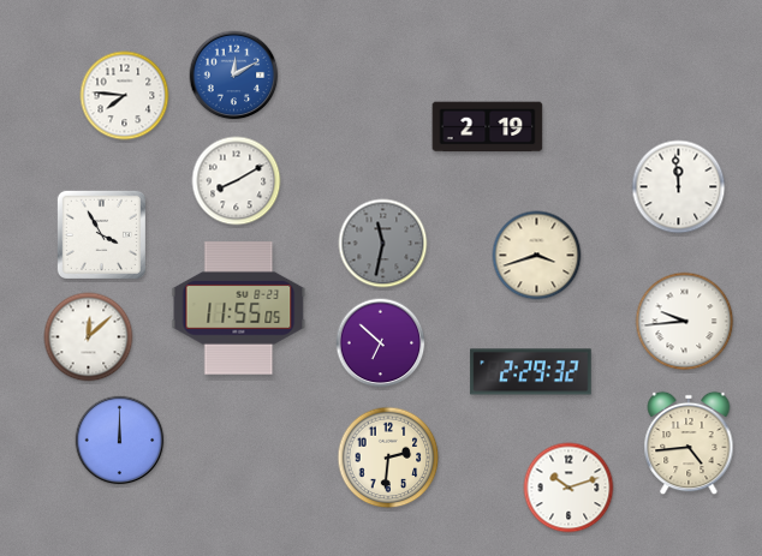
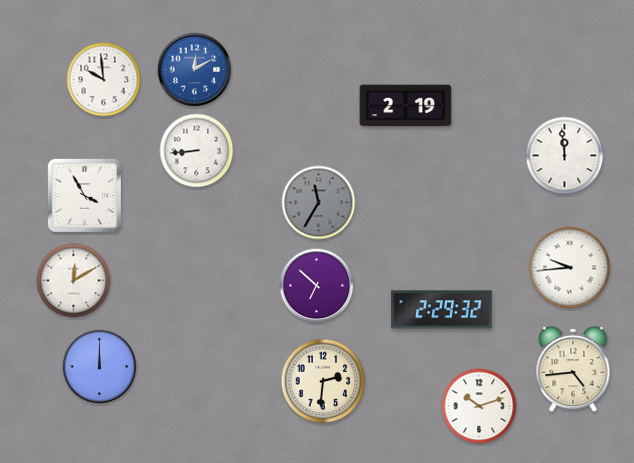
clock at (234, 76) position: (234, 76) -> (195, 70)
clock at (125, 96): 7:46 -> 9:59
clock at (237, 181): 8:10 -> 8:44
clock at (383, 244): 11:32 -> 11:35
clock at (537, 256): 3:42 -> none
clock at (239, 309): 11:55 -> none
clock at (89, 337): 12:08 -> 12:10
clock at (568, 488) position: (568, 488) -> (479, 406)
